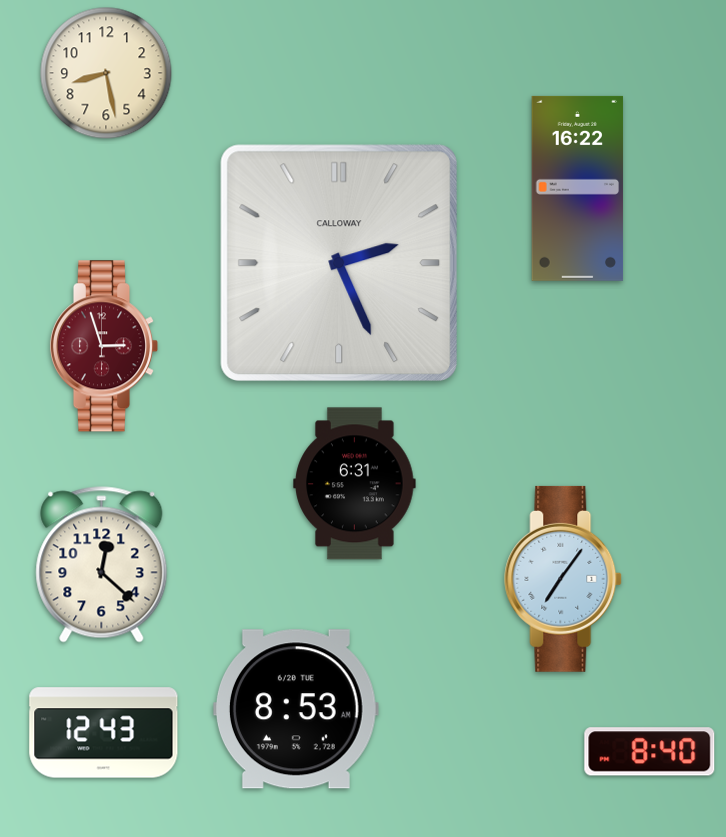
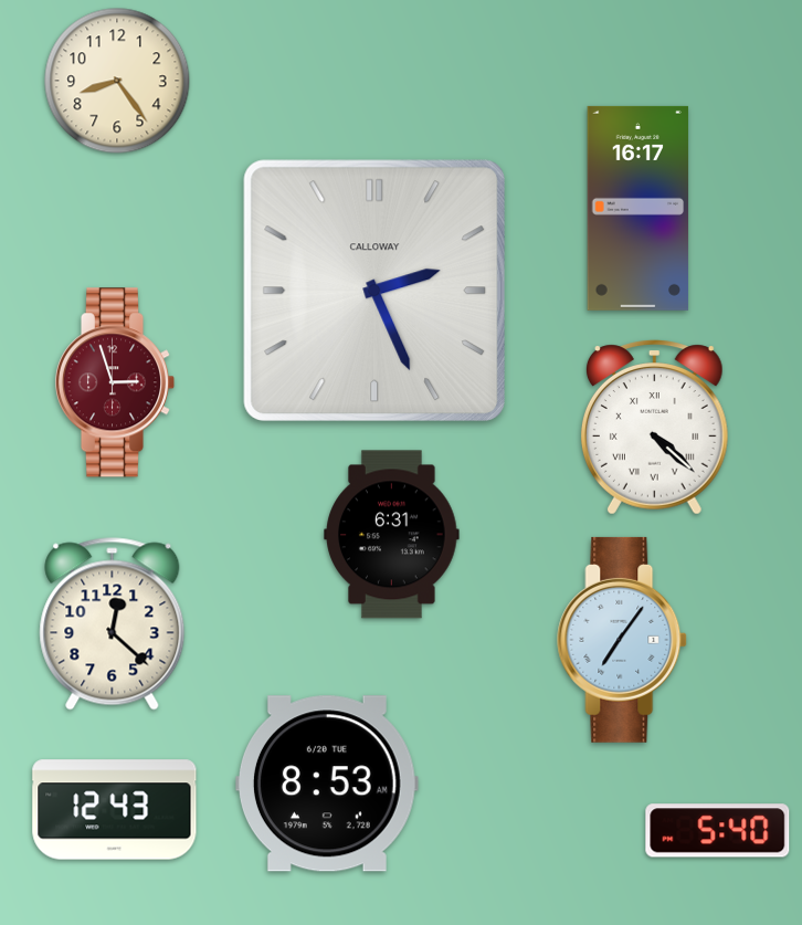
clock at (106, 73): 8:28 -> 8:24
clock at (578, 188): 16:22 -> 16:17
clock at (654, 428): none -> 4:22
clock at (650, 752): 8:40 -> 5:40
